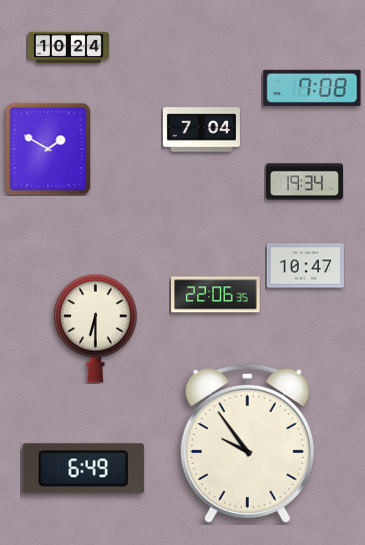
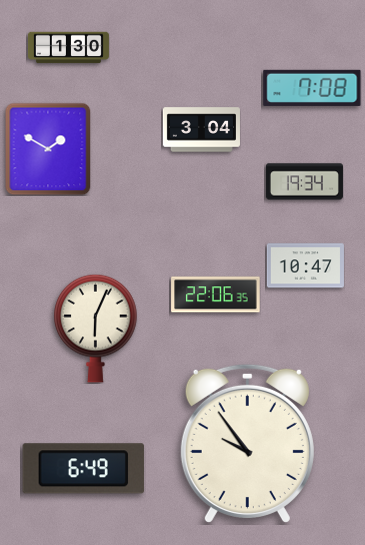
clock at (68, 48): 10:24 -> 1:30
clock at (201, 130): 7:04 -> 3:04
clock at (96, 328): 6:30 -> 6:04
